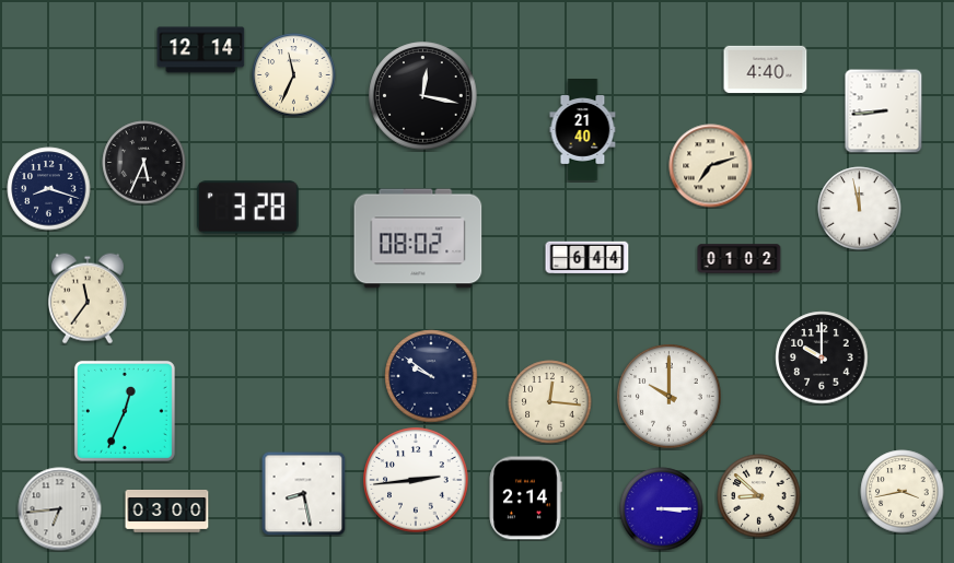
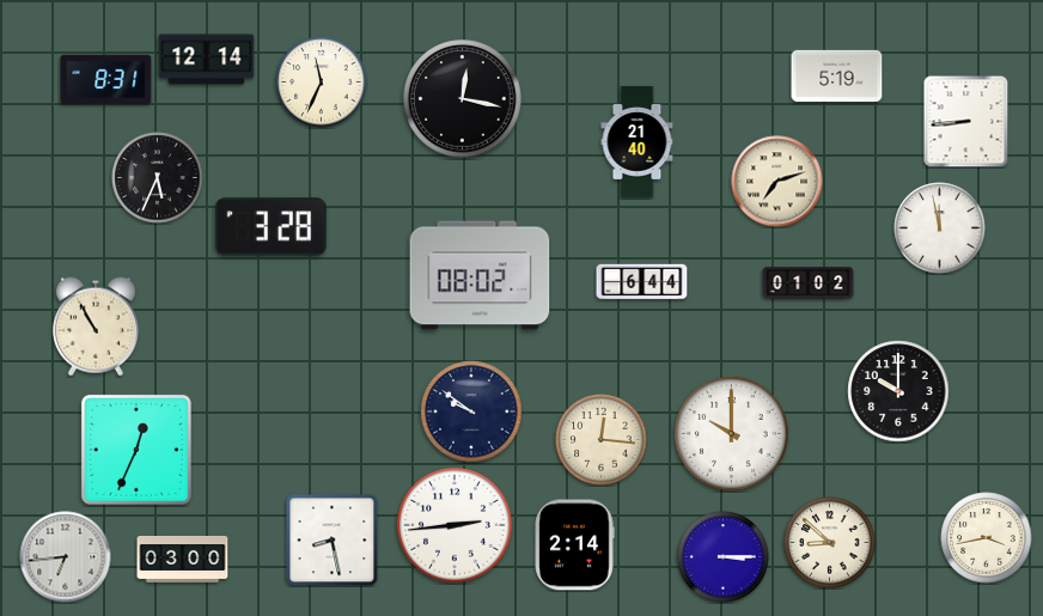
clock at (201, 50) position: (201, 50) -> (207, 60)
clock at (766, 69): 4:40 -> 5:19
clock at (106, 79): none -> 8:31
clock at (423, 96) position: (423, 96) -> (463, 99)
clock at (49, 189): 8:18 -> none
clock at (418, 238) position: (418, 238) -> (480, 275)
clock at (88, 298): 11:36 -> 10:55
